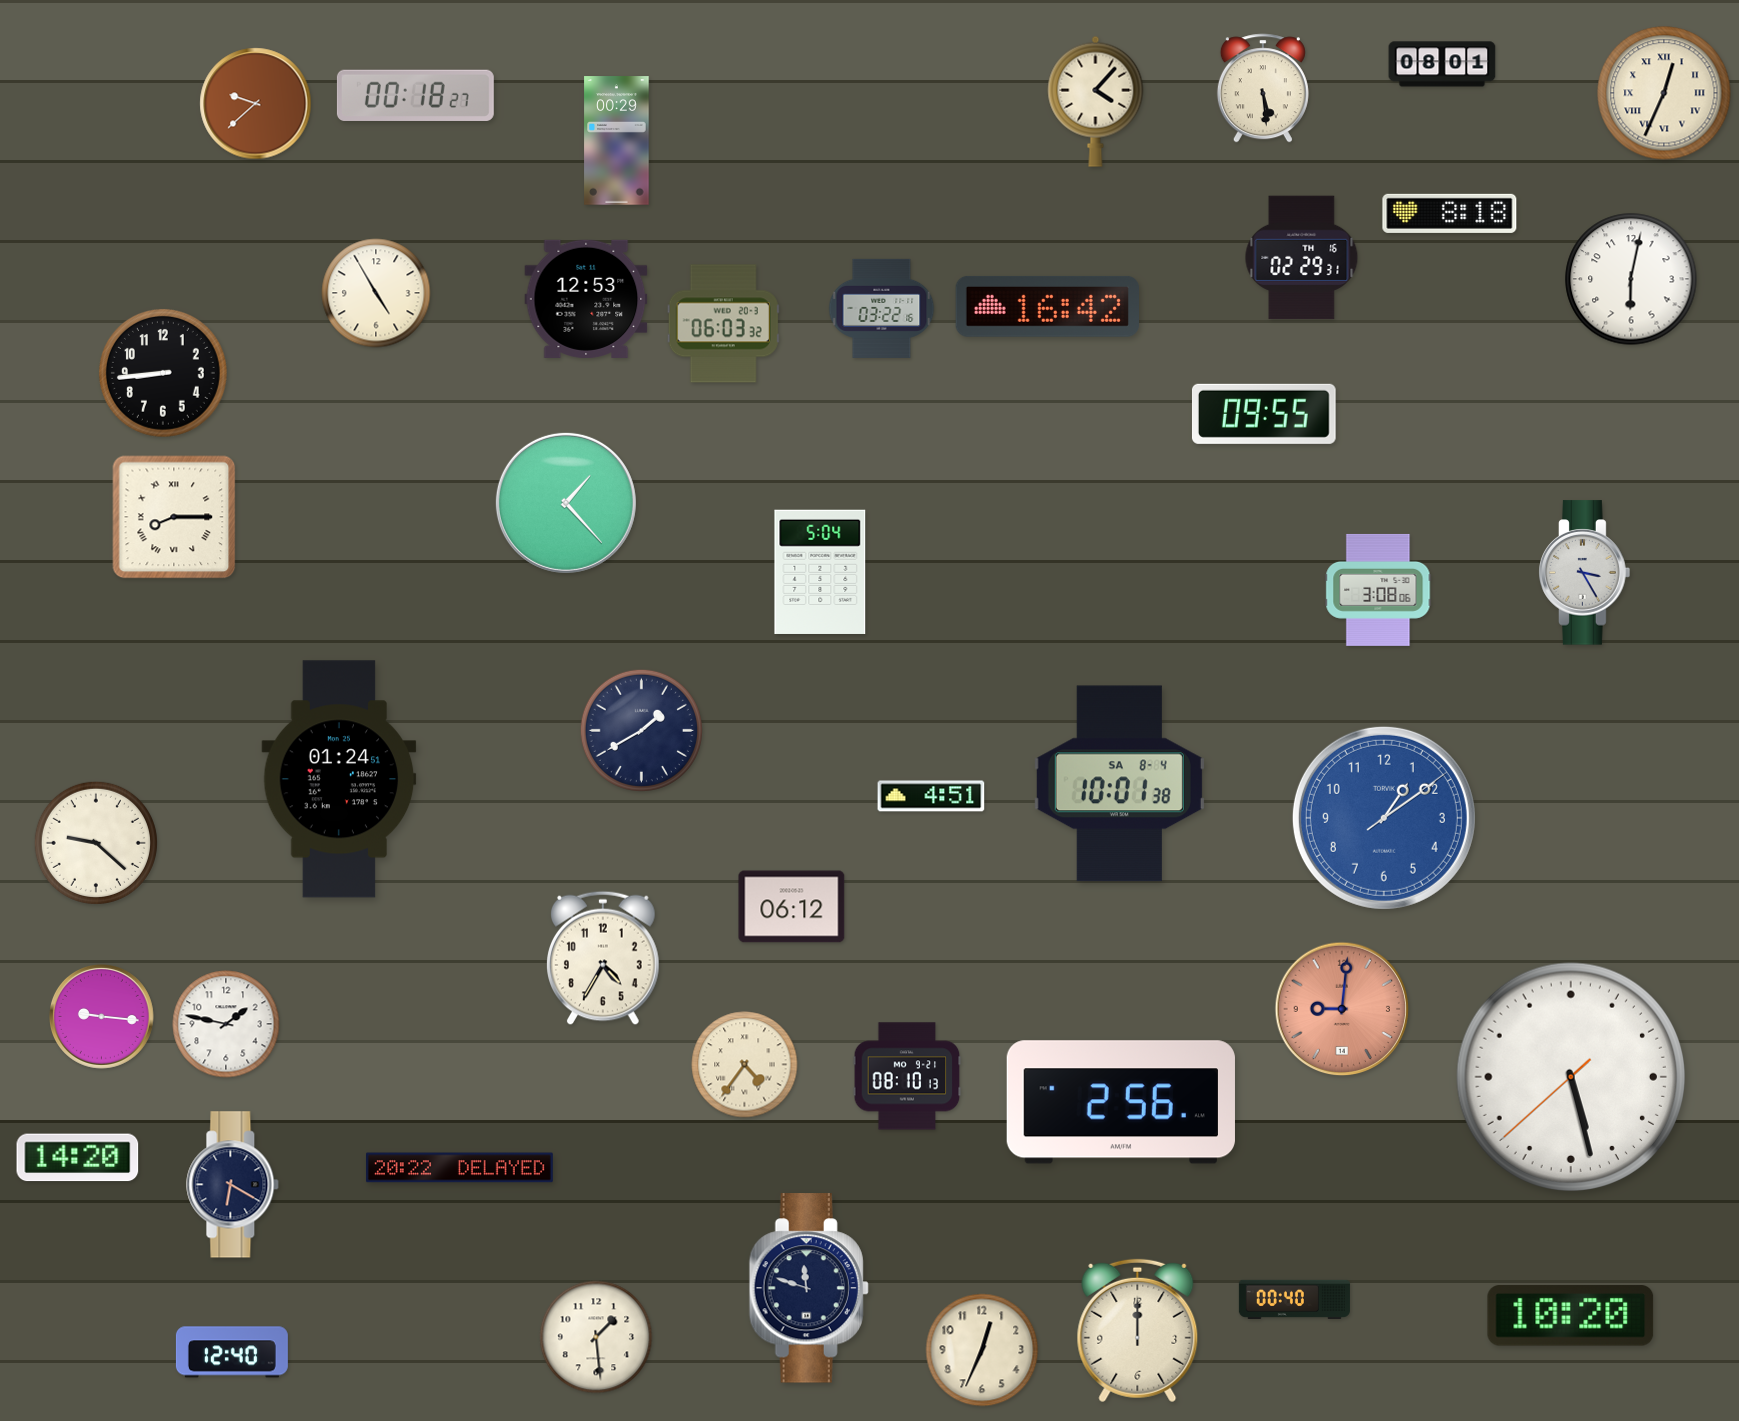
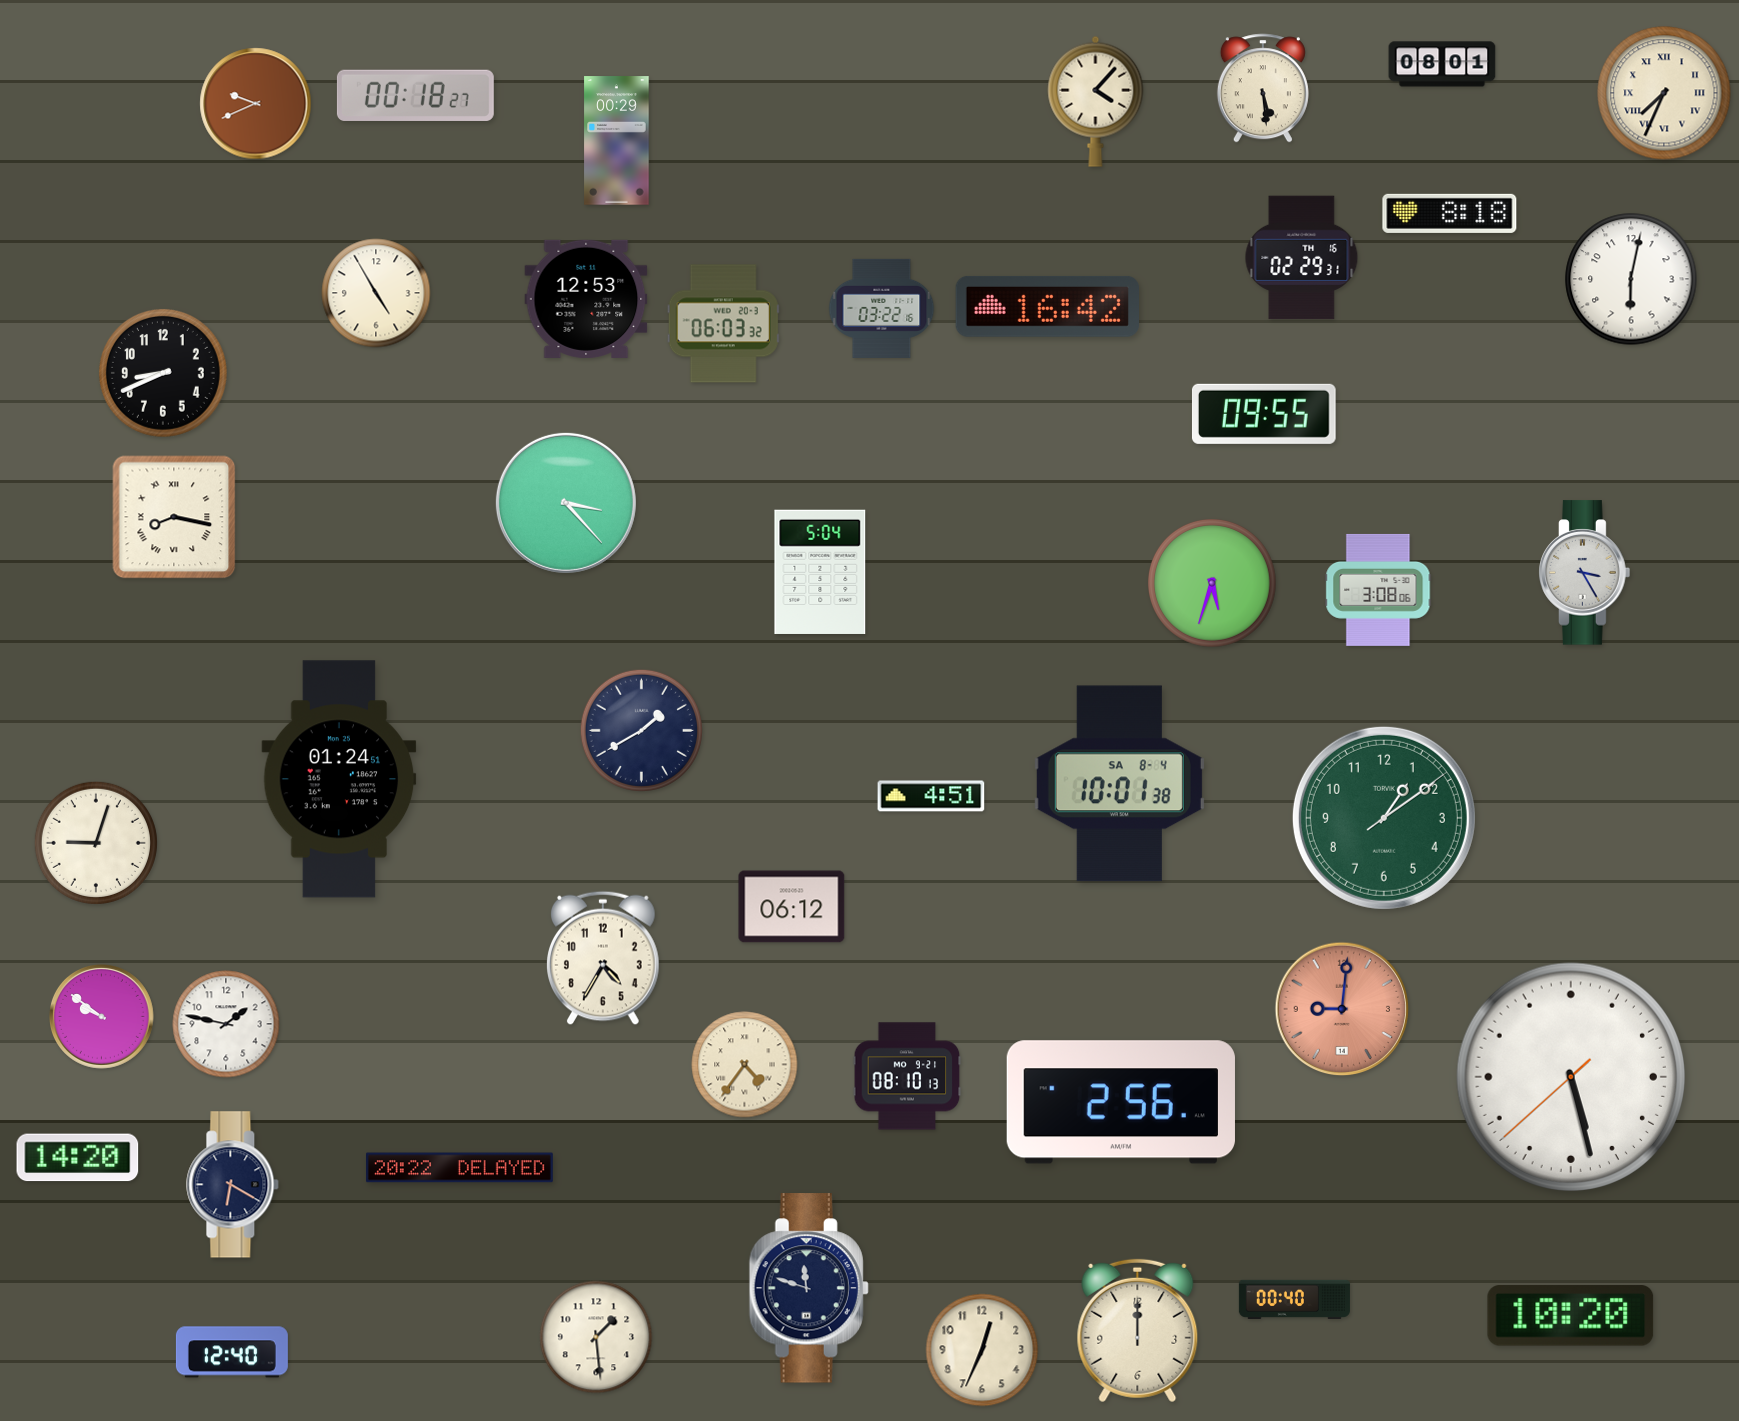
clock at (1664, 93): 12:34 -> 7:34
clock at (256, 104): 9:38 -> 9:41
clock at (164, 374): 8:44 -> 8:41
clock at (566, 503): 1:23 -> 3:23
clock at (174, 517): 8:15 -> 8:17
clock at (1213, 584): none -> 5:33
clock at (1384, 818) dial: blue -> green
clock at (96, 843): 9:22 -> 9:03
clock at (101, 1016): 9:16 -> 9:51
